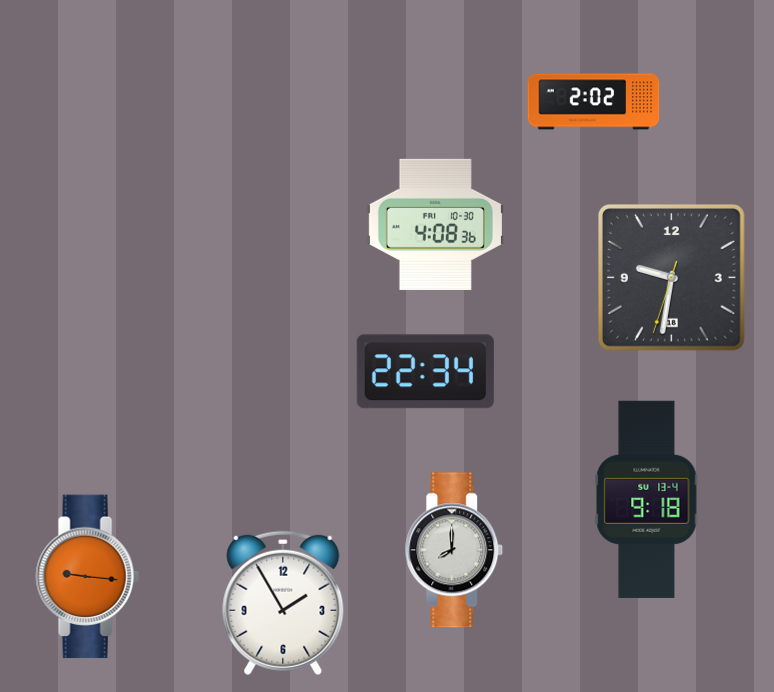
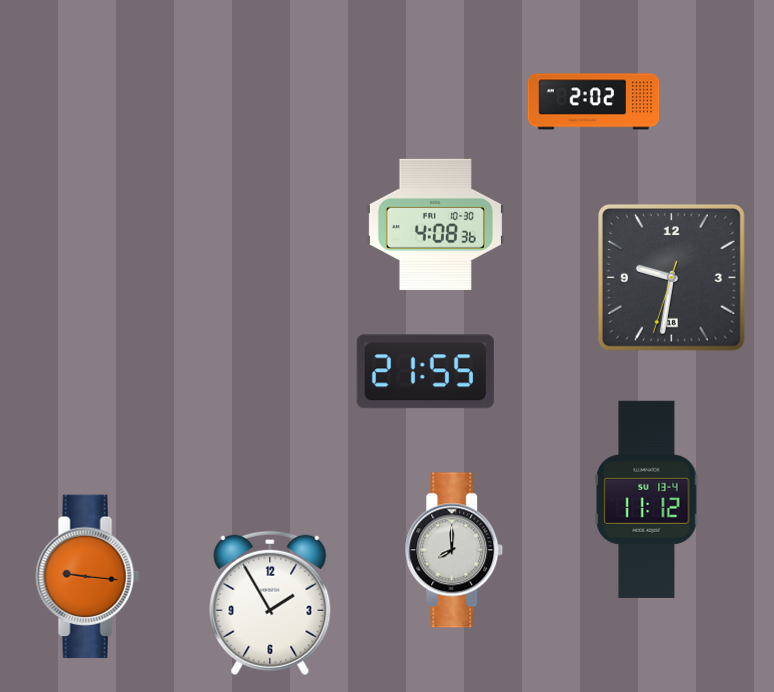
clock at (425, 372): 22:34 -> 21:55
clock at (647, 499): 9:18 -> 11:12
clock at (283, 603) position: (283, 603) -> (270, 603)
